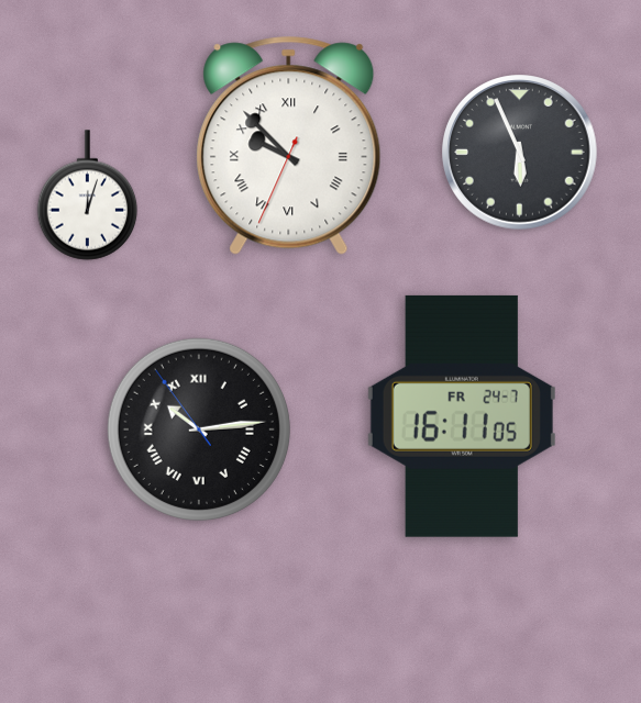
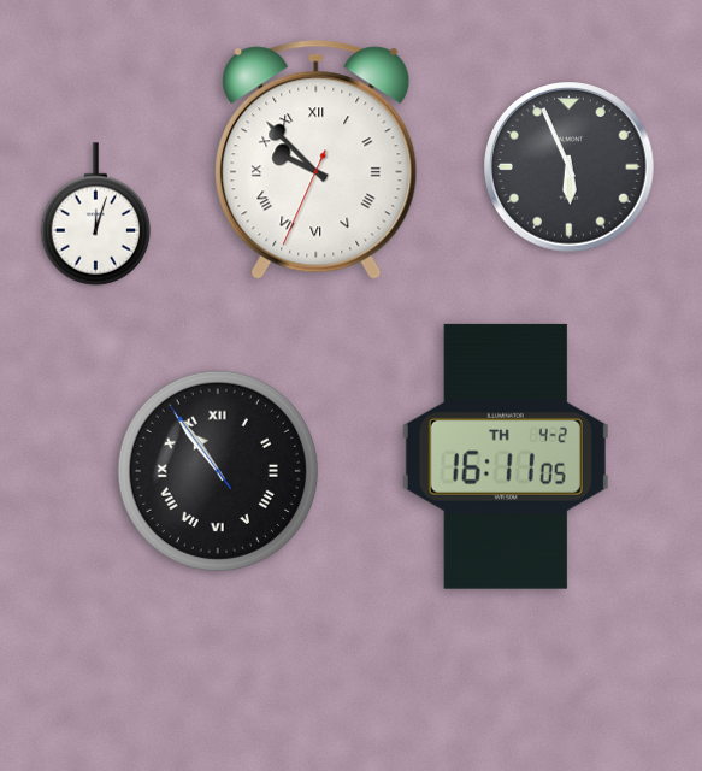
clock at (462, 416) date: FR 24-7 -> TH 4-2
clock at (199, 429): 10:13 -> 10:53
